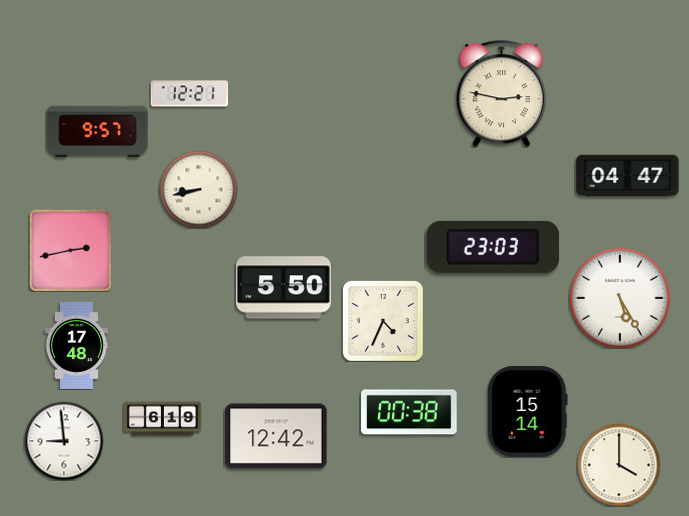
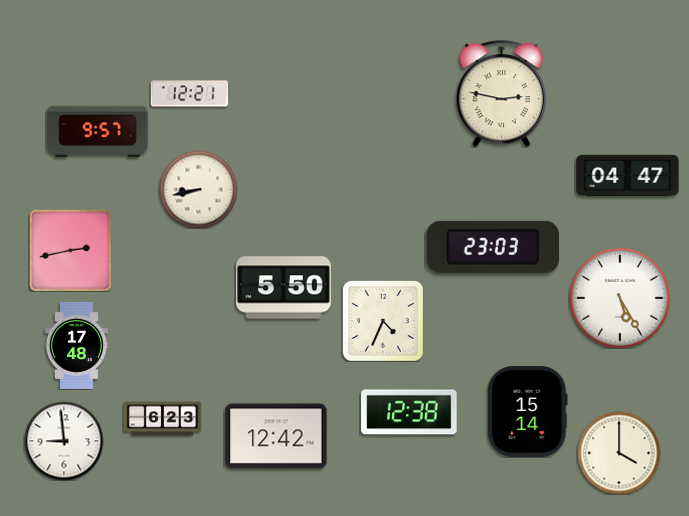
clock at (409, 412): 00:38 -> 12:38
clock at (162, 419): 6:19 -> 6:23
clock at (619, 465) position: (619, 465) -> (619, 453)
